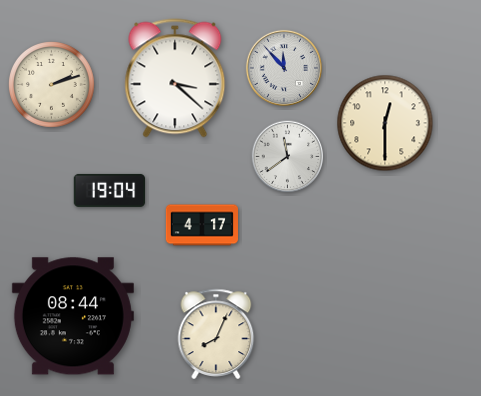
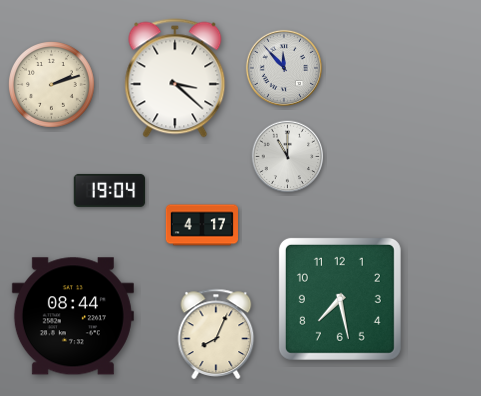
clock at (385, 123): 12:30 -> none
clock at (288, 157): 11:39 -> 11:00
clock at (340, 299): none -> 7:28
